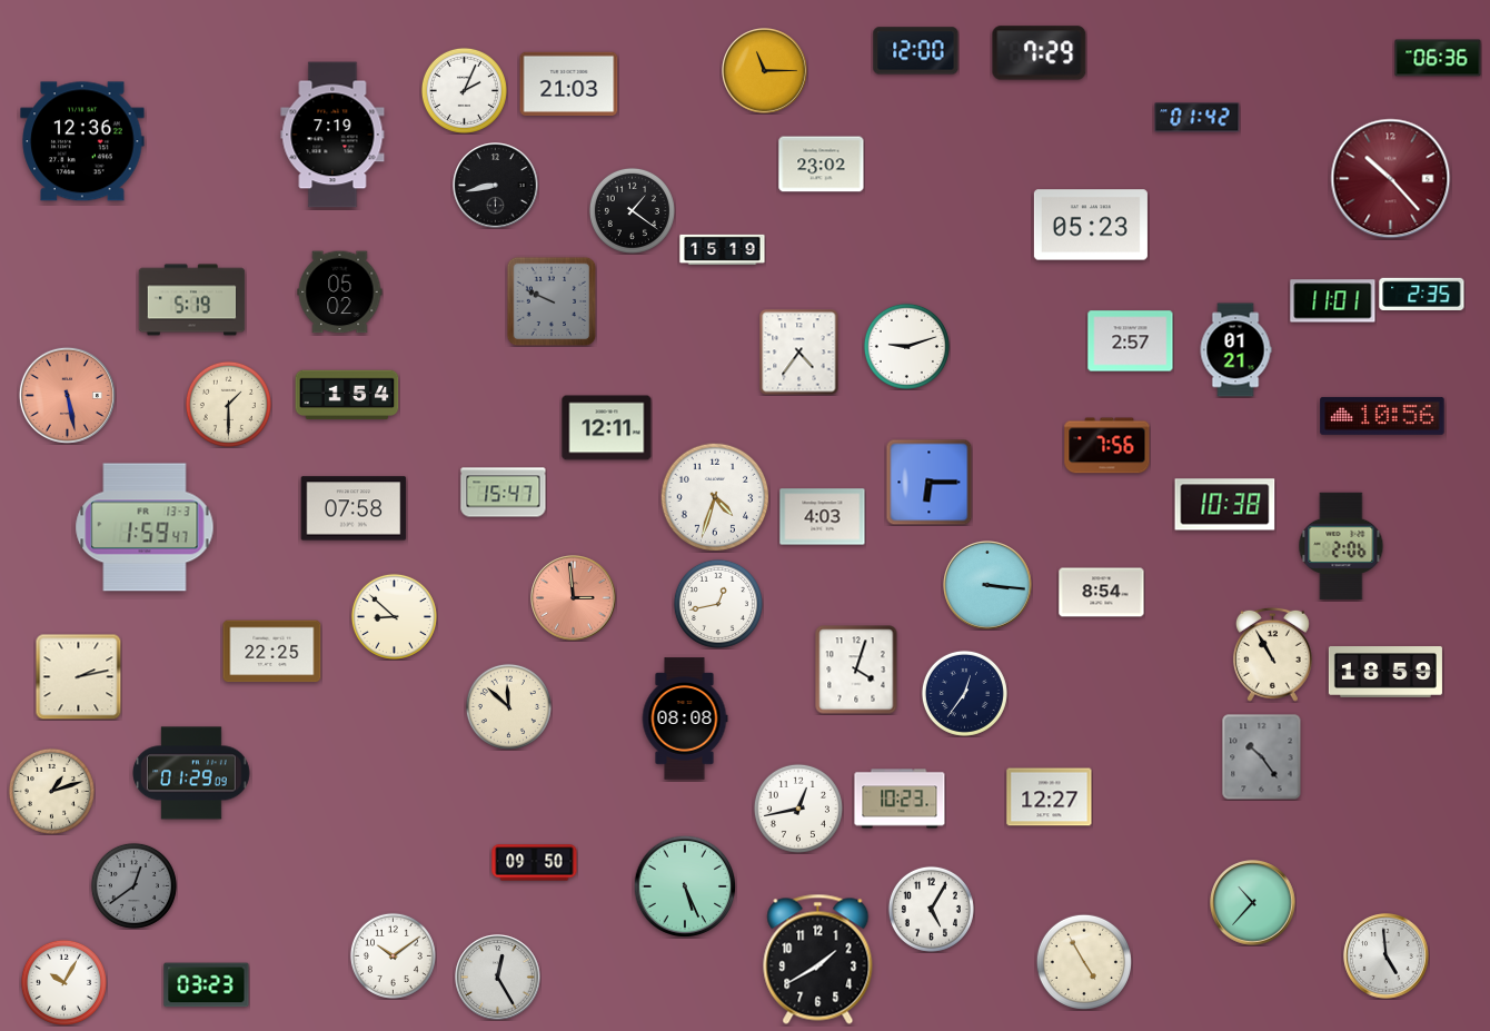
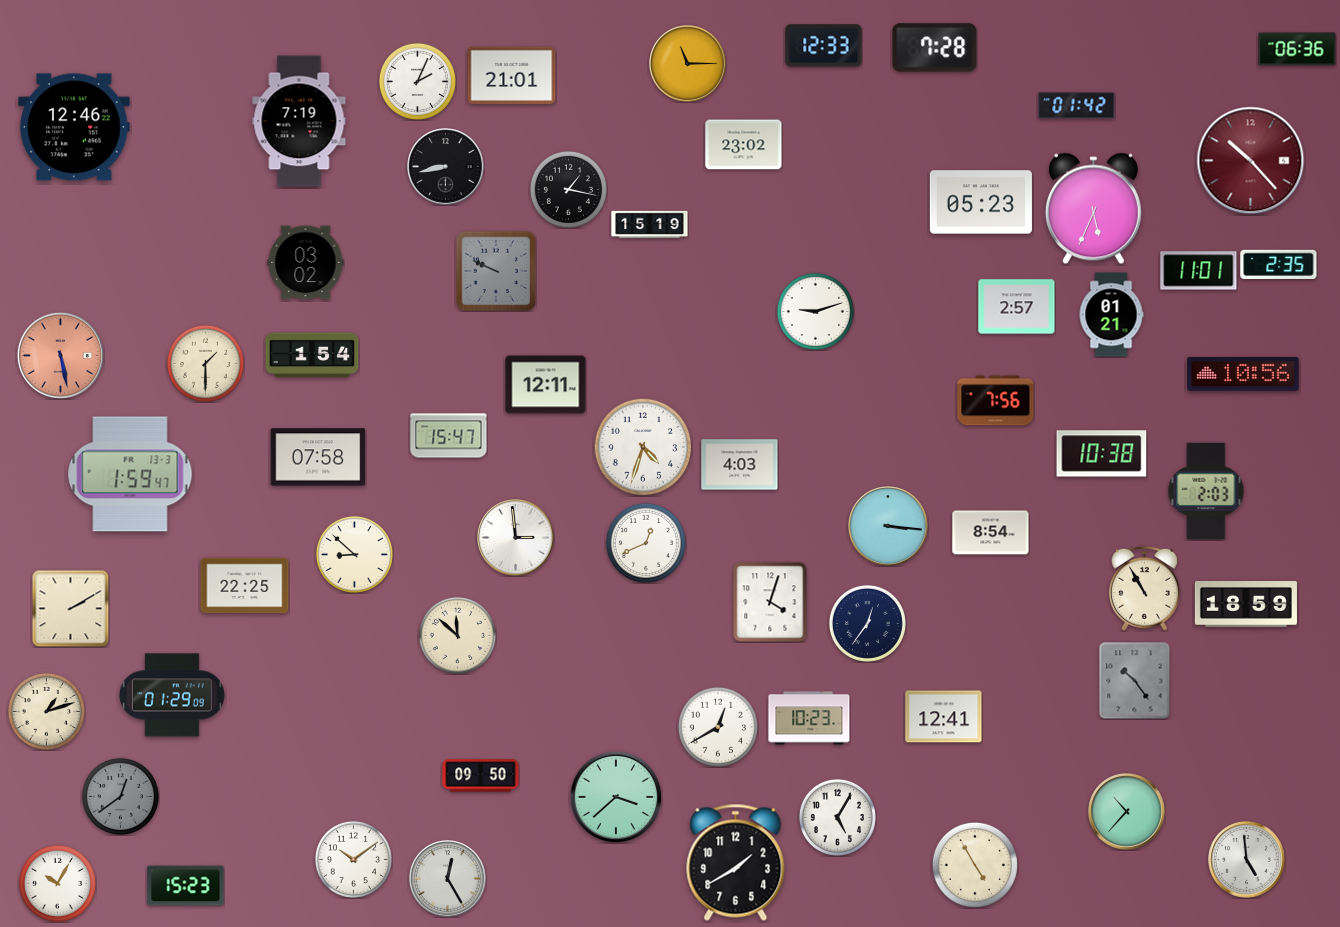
clock at (916, 51): 12:00 -> 12:33
clock at (1040, 53): 7:29 -> 7:28
clock at (1438, 58) position: (1438, 58) -> (1297, 49)
clock at (569, 83): 21:03 -> 21:01
clock at (82, 141): 12:36 -> 12:46
clock at (822, 165) position: (822, 165) -> (744, 145)
clock at (632, 210): 1:21 -> 1:17
clock at (1093, 209): none -> 5:34
clock at (340, 293): 05:02 -> 03:02
clock at (192, 300): 5:19 -> none
clock at (799, 351): 4:36 -> none
clock at (928, 482): 6:15 -> none
clock at (504, 493) position: (504, 493) -> (449, 436)
clock at (1341, 546): 2:06 -> 2:03
clock at (574, 598) dial: salmon -> white
clock at (718, 604): 12:43 -> 12:41
clock at (78, 676): 2:13 -> 2:10
clock at (685, 718): 08:08 -> none
clock at (1050, 797): 12:27 -> 12:41
clock at (798, 809): 12:43 -> 12:40
clock at (685, 886): 5:26 -> 3:38
clock at (207, 985): 03:23 -> 15:23
